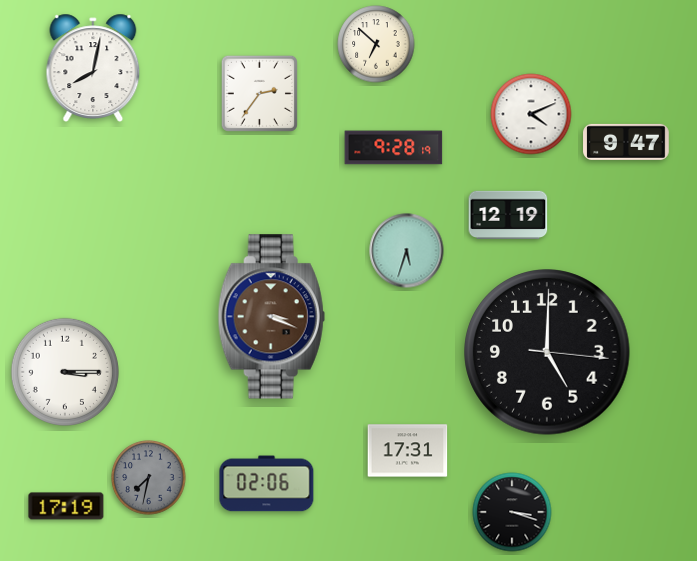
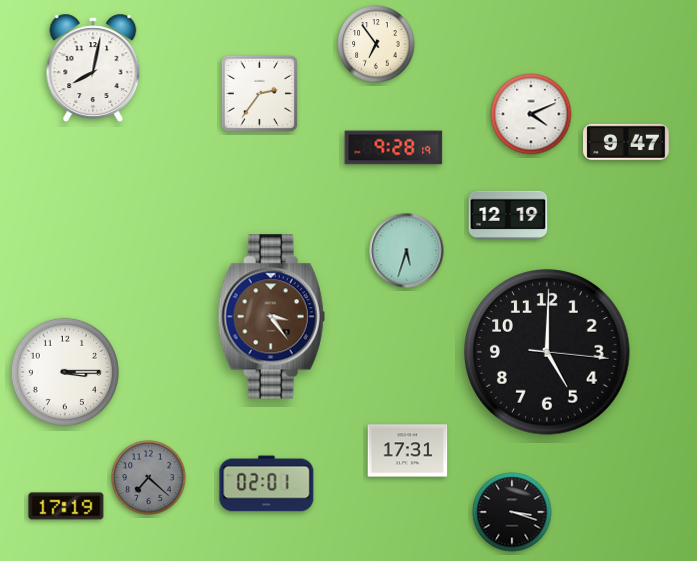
clock at (376, 44): 6:52 -> 6:54
clock at (271, 317): 3:19 -> 3:24
clock at (149, 478): 7:32 -> 7:22
clock at (267, 484): 02:06 -> 02:01
